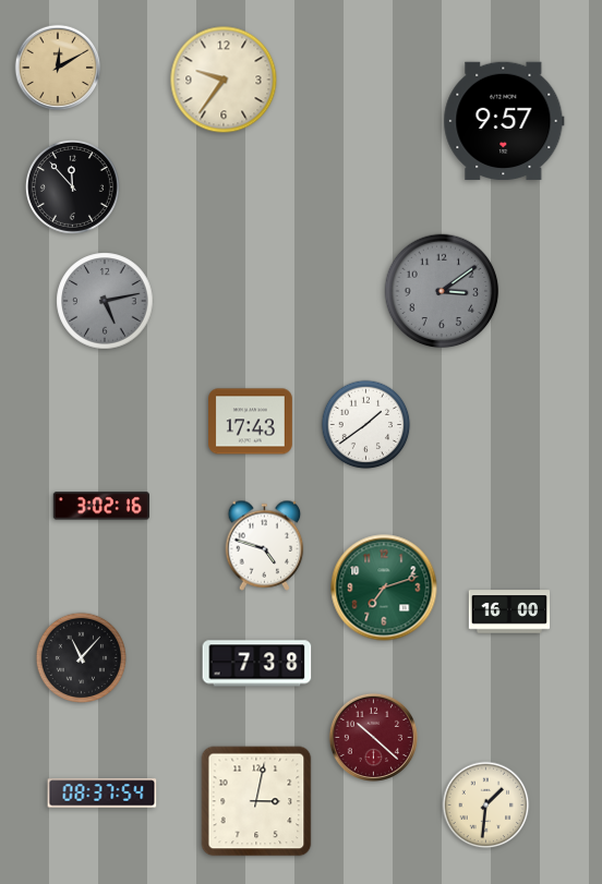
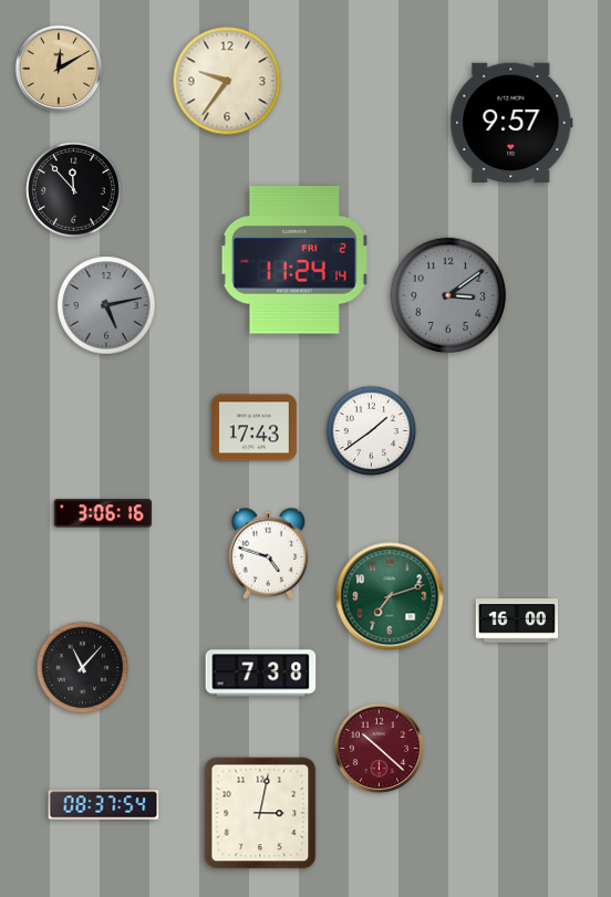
clock at (294, 260): none -> 11:24
clock at (100, 506): 3:02 -> 3:06
clock at (486, 806): 1:31 -> none
